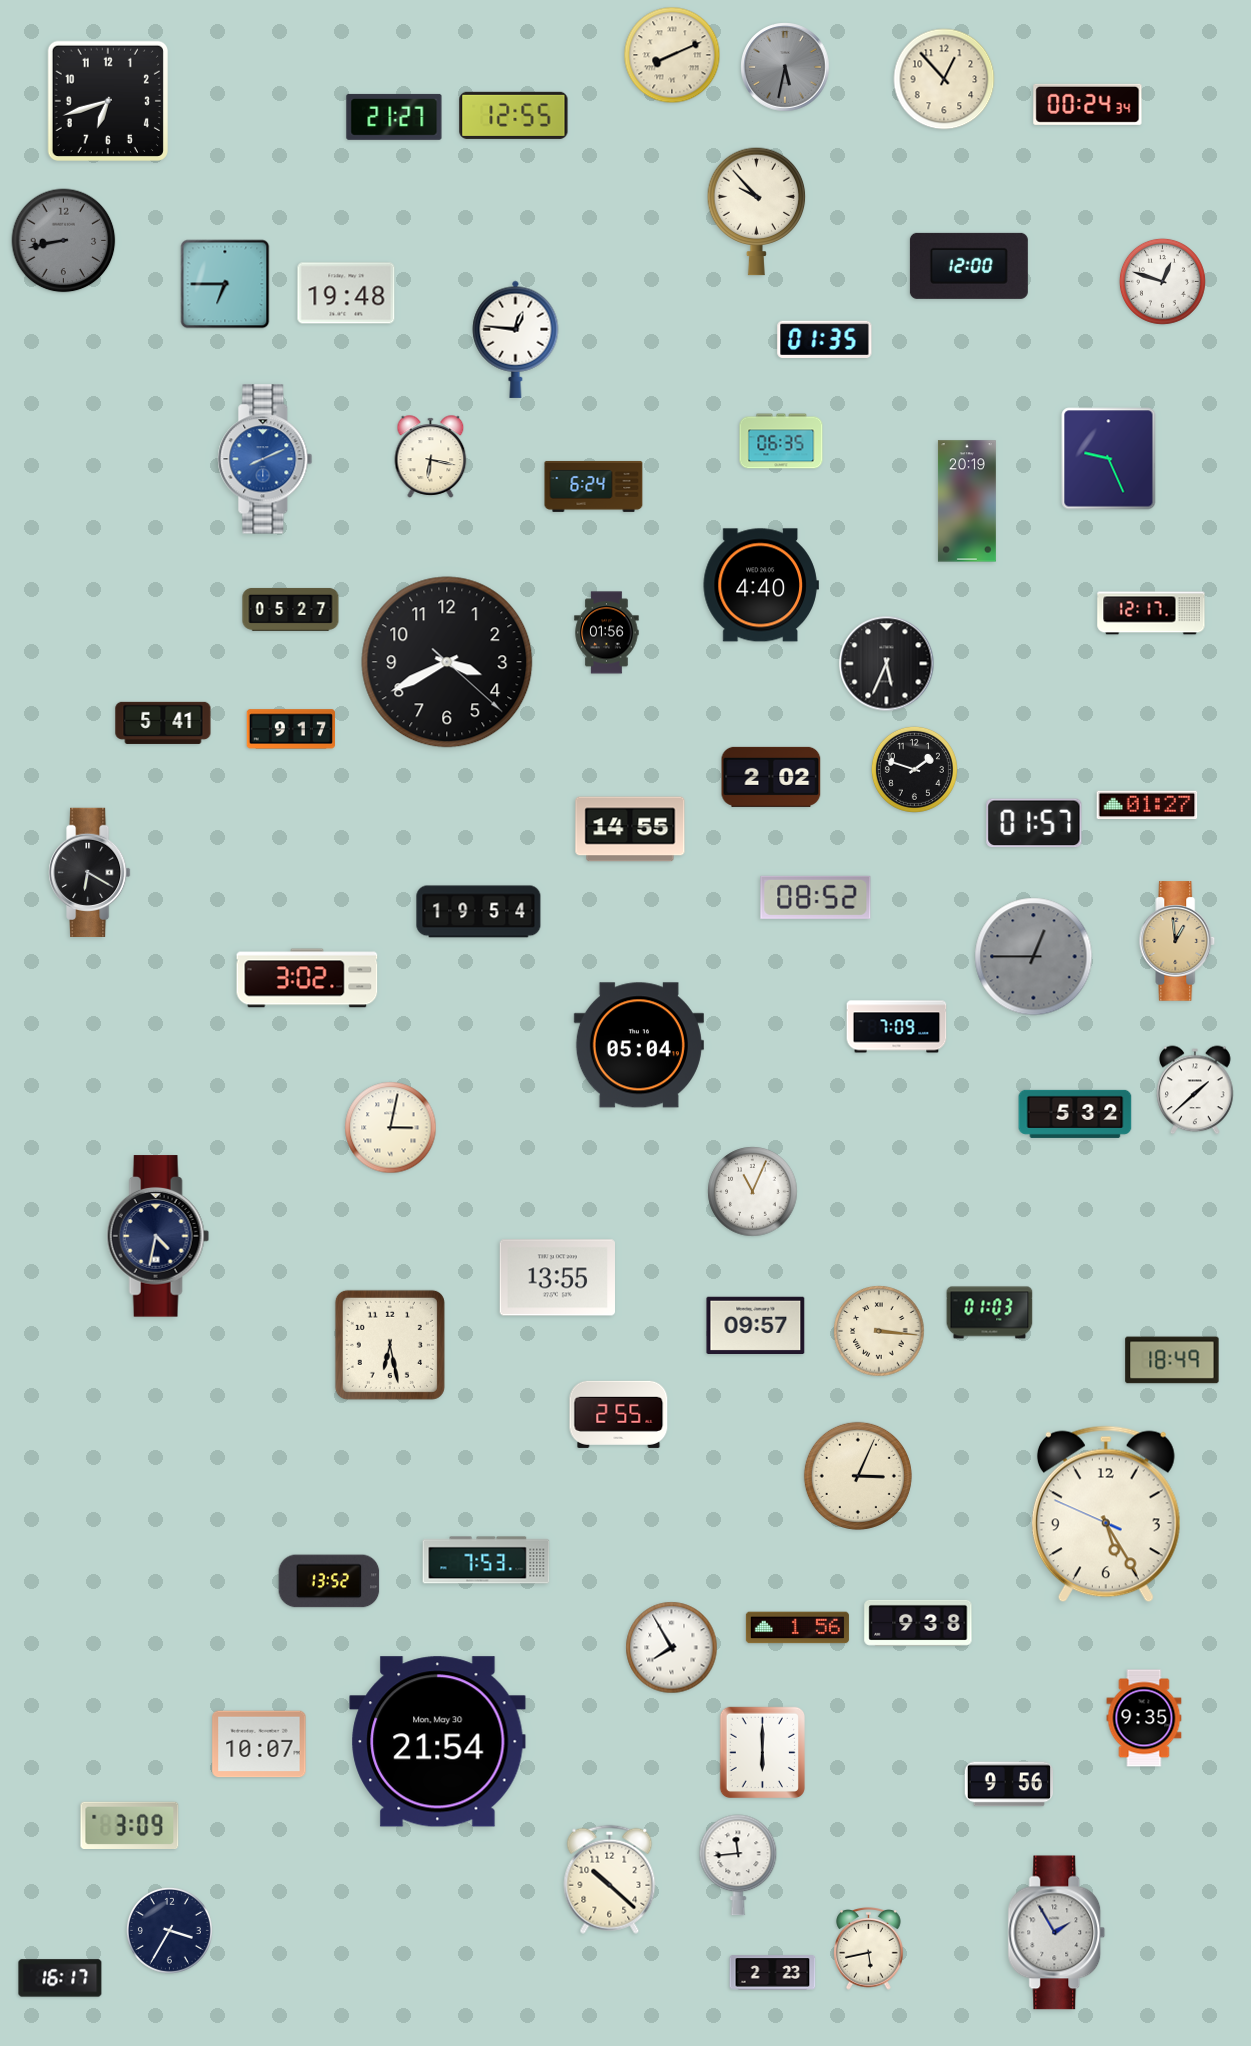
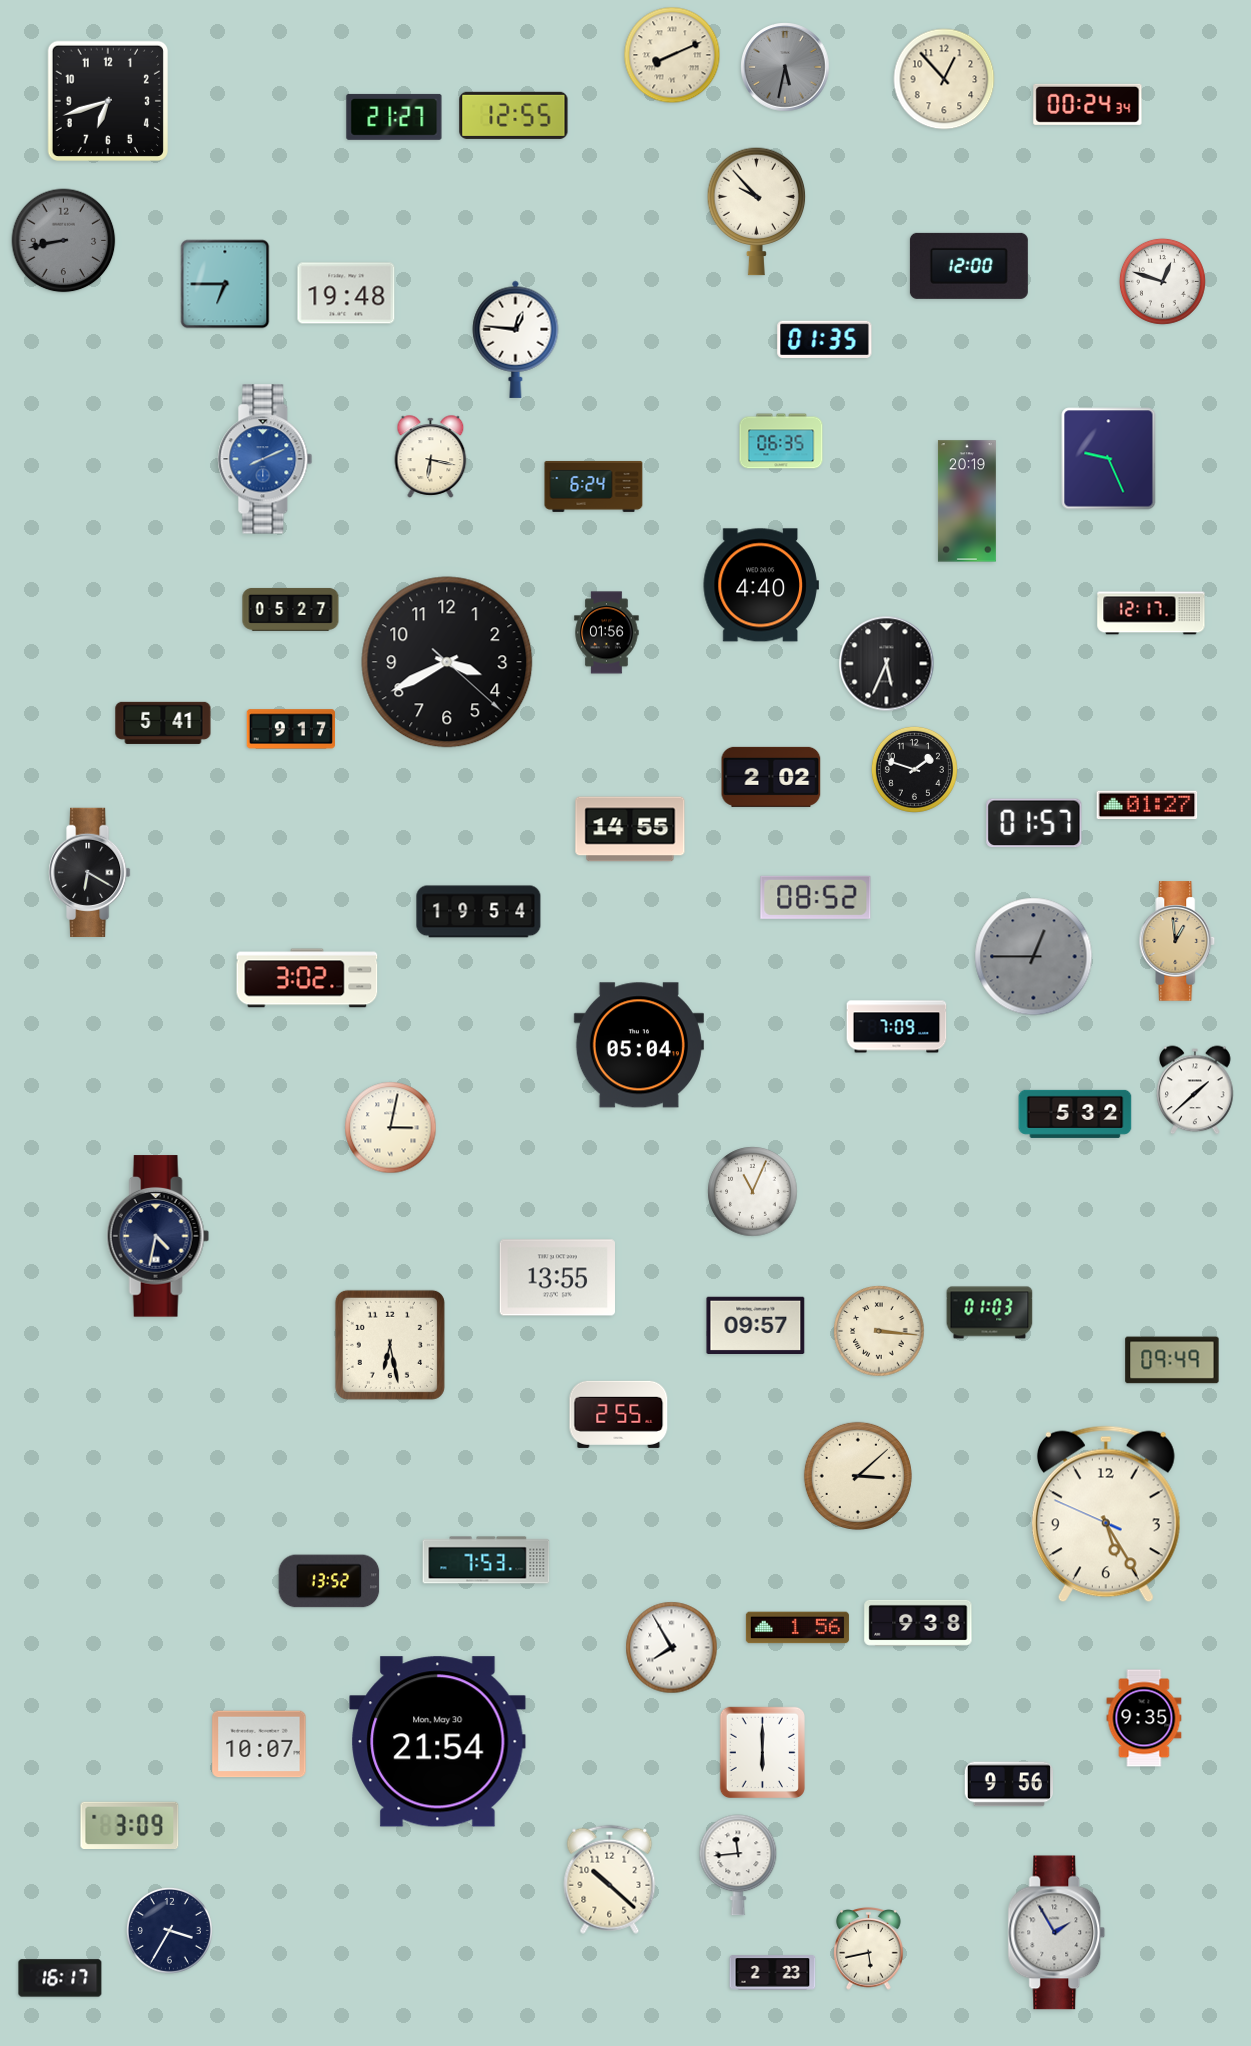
clock at (1172, 1360): 18:49 -> 09:49
clock at (858, 1476): 3:04 -> 3:08
